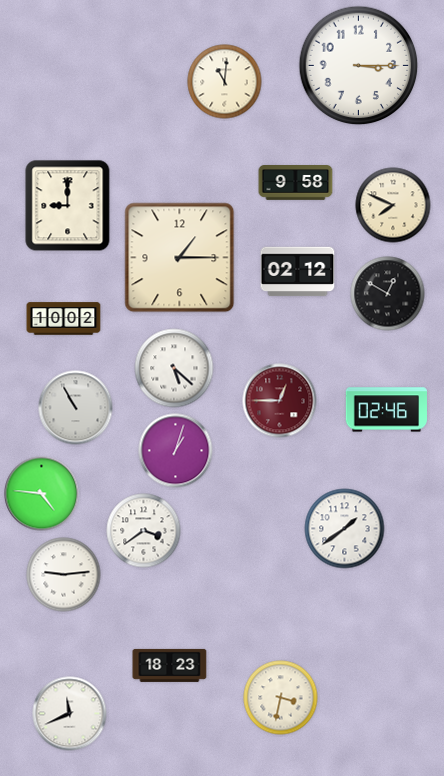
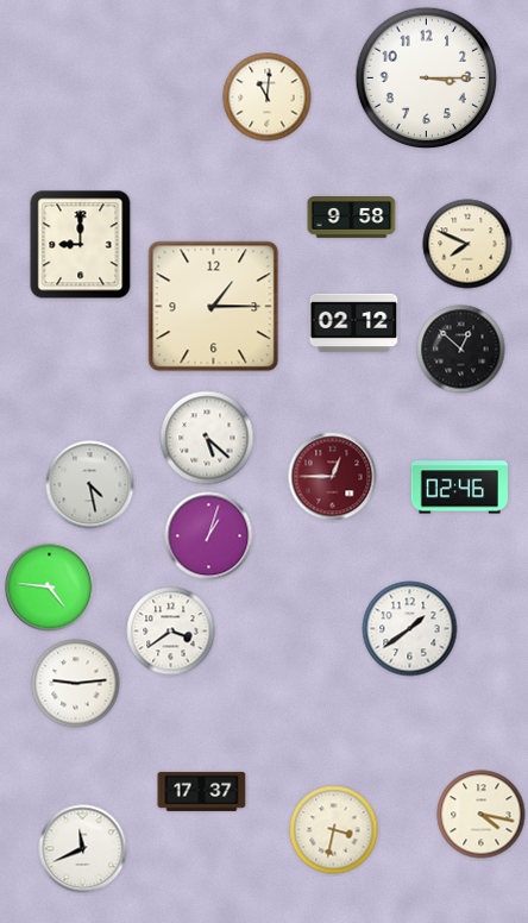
clock at (388, 294): 12:50 -> 12:52
clock at (64, 319): 10:02 -> none
clock at (76, 408): 10:55 -> 4:28
clock at (170, 665): 18:23 -> 17:37
clock at (482, 815): none -> 4:17
